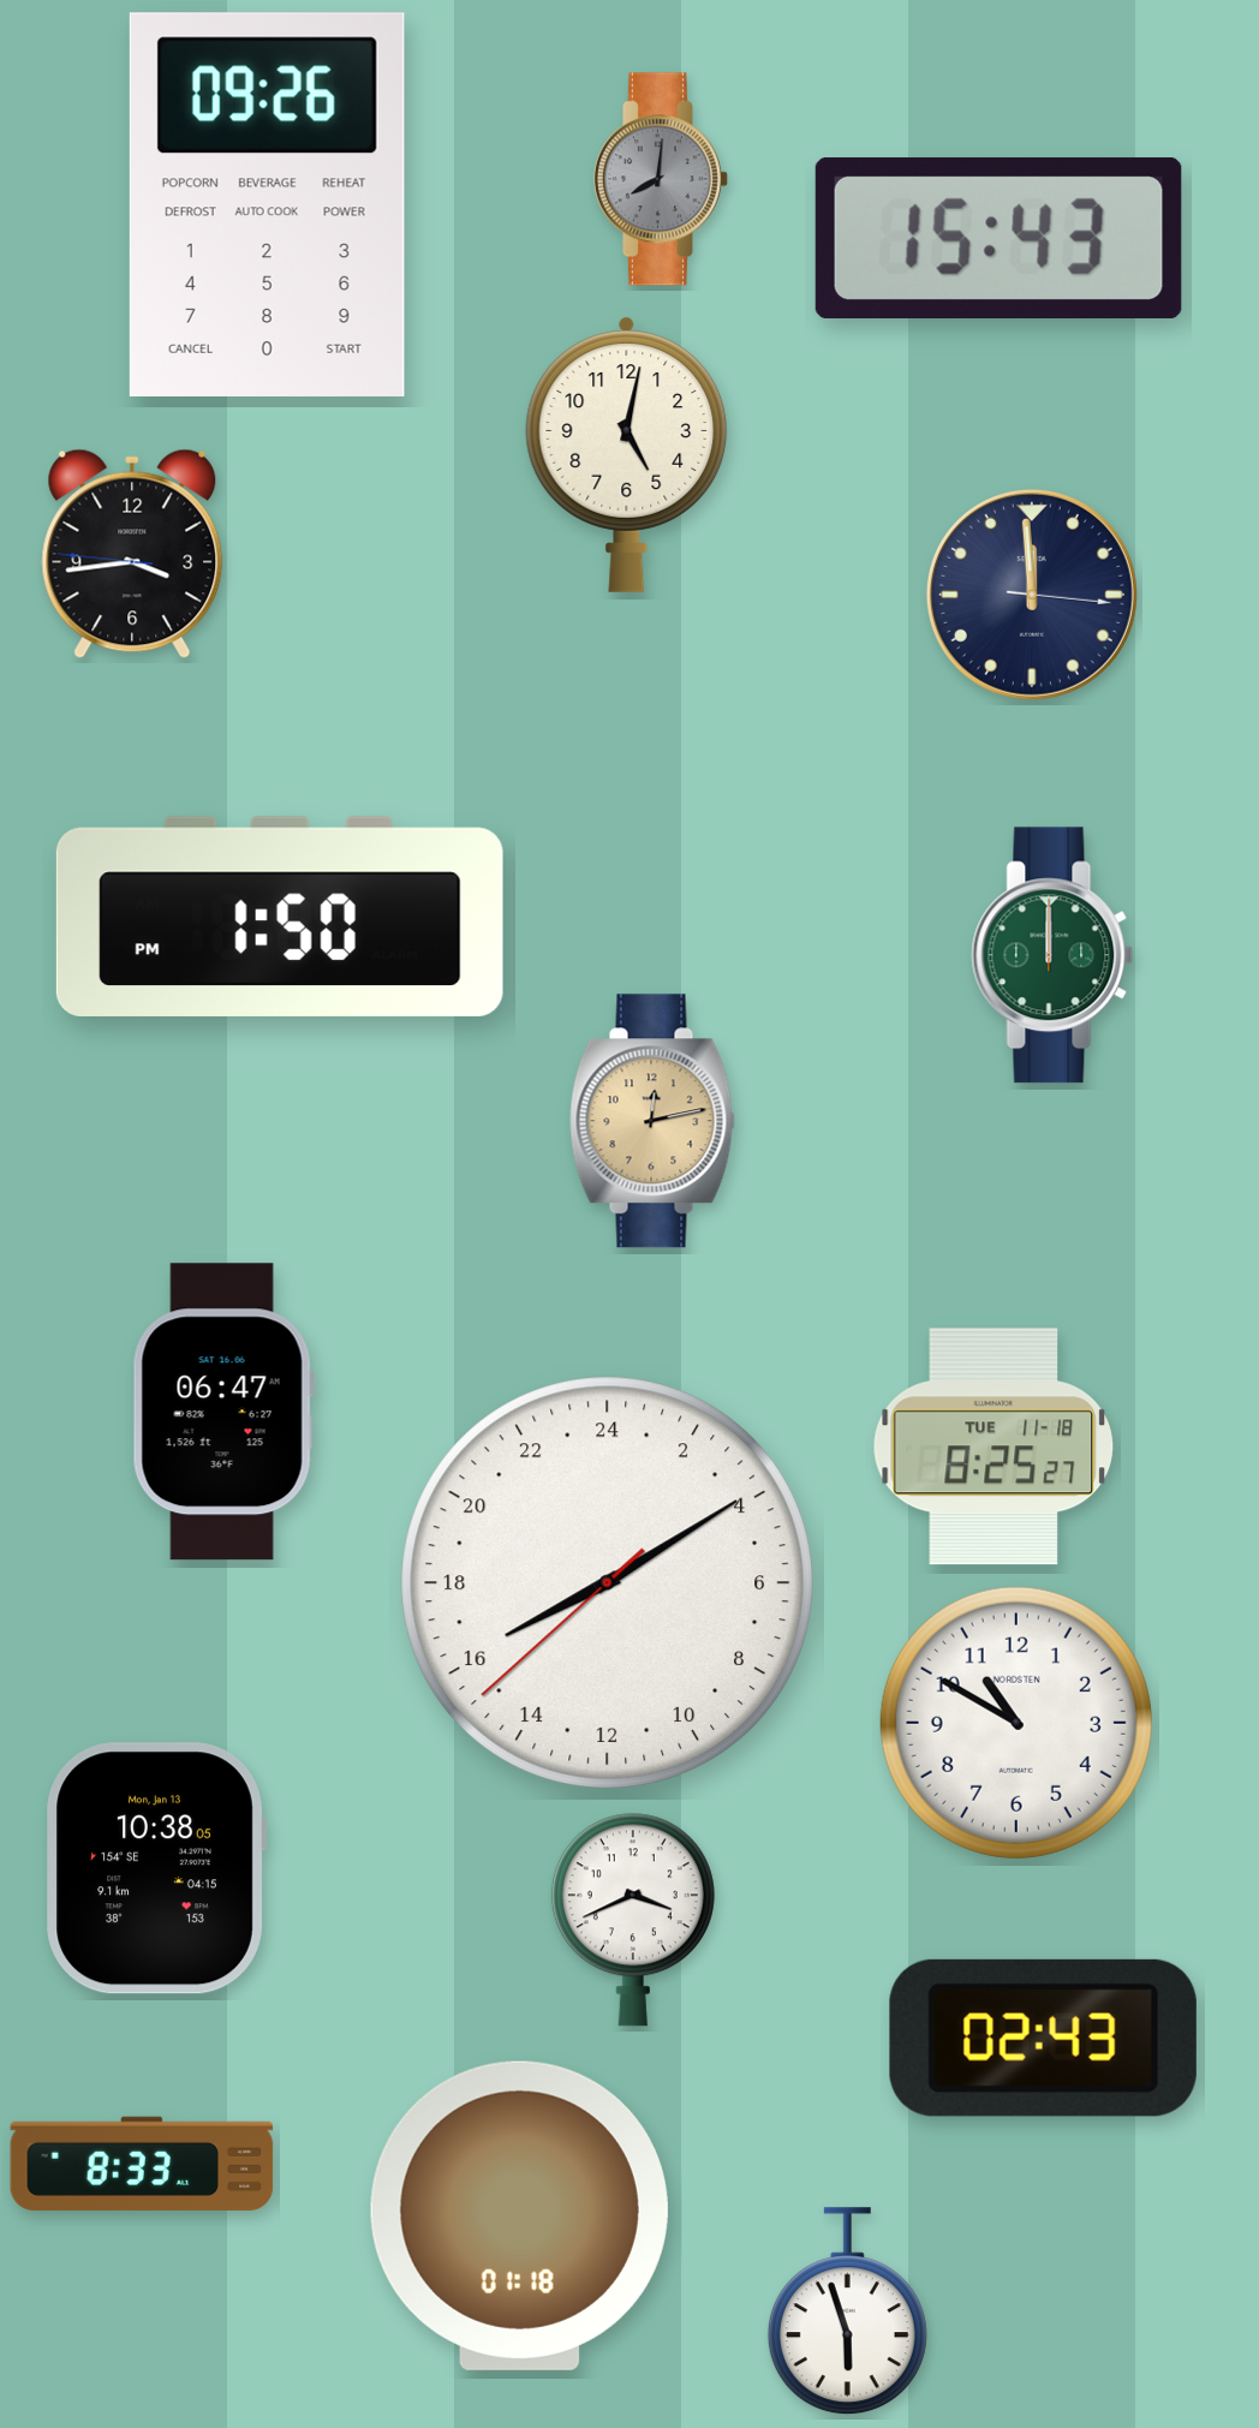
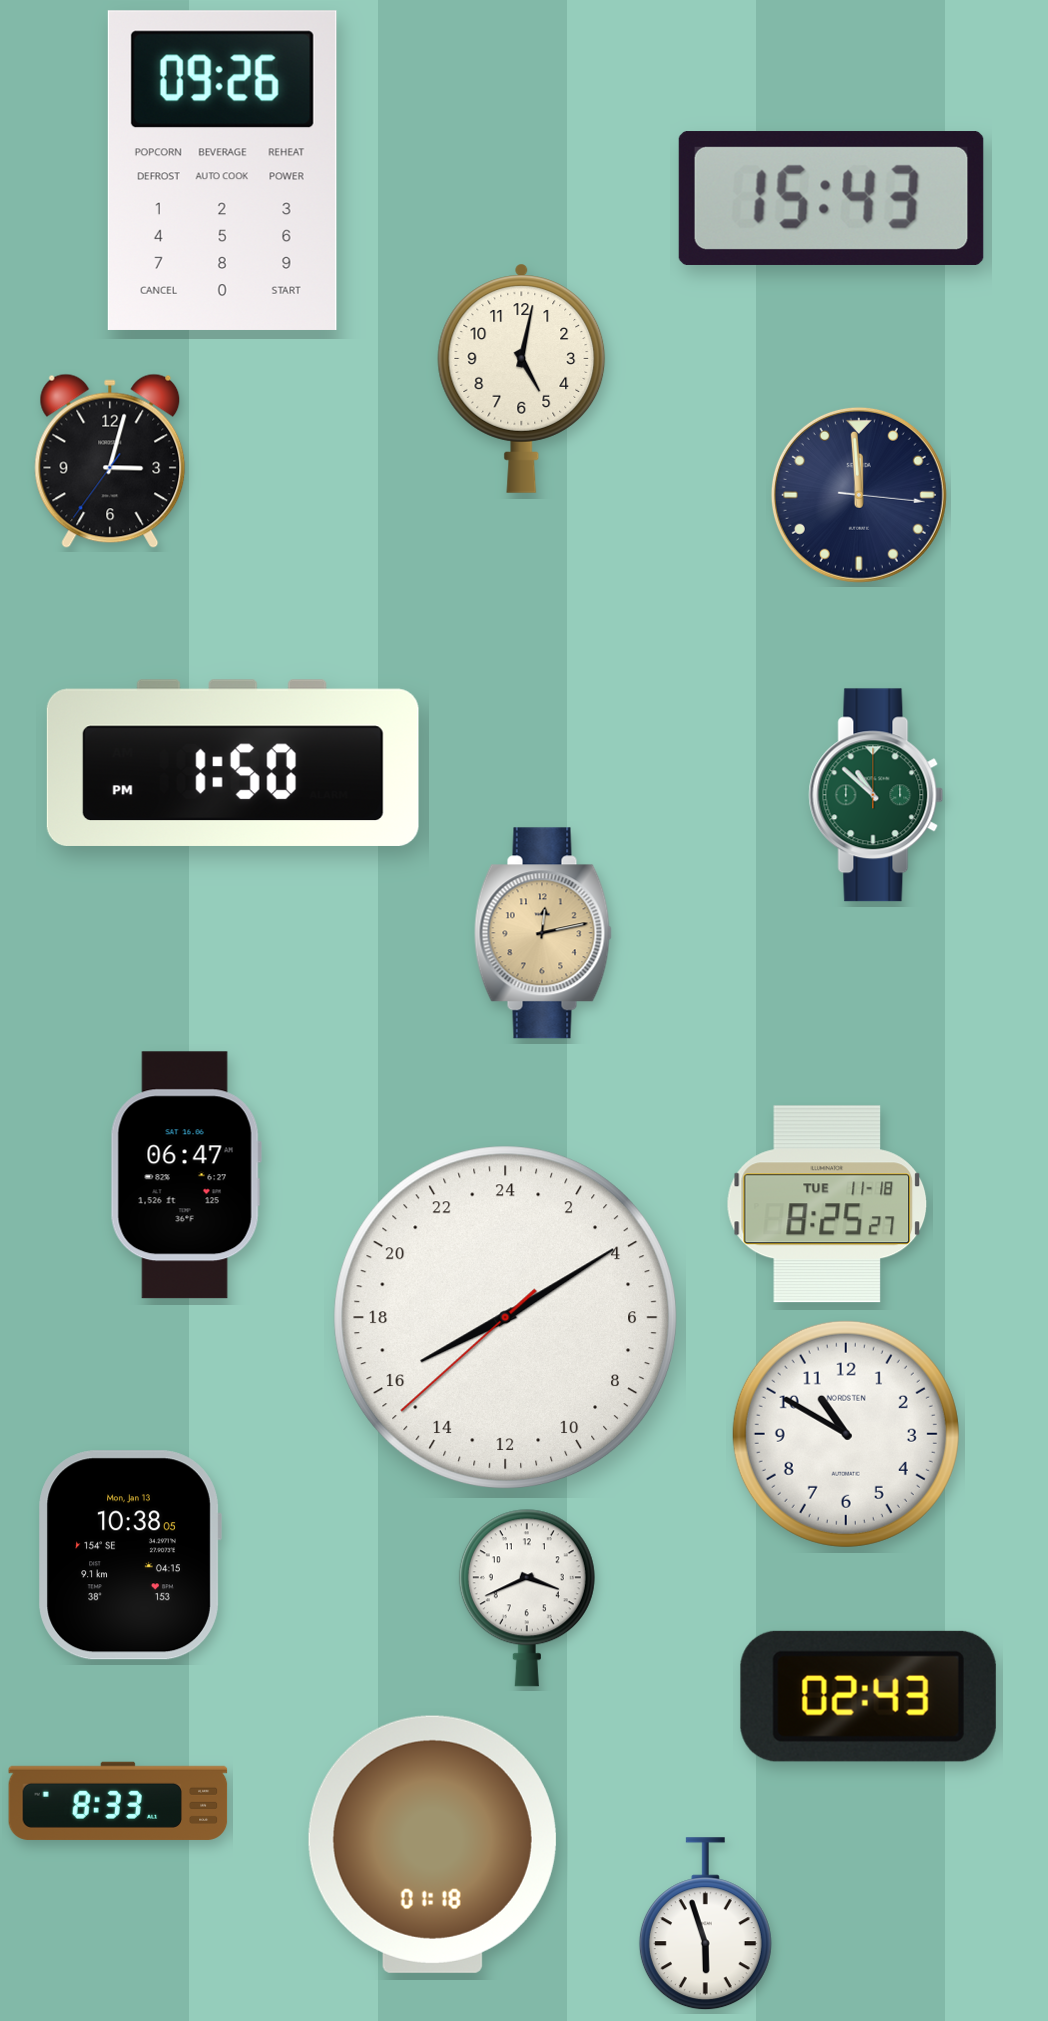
clock at (661, 179): 8:01 -> none
clock at (132, 554): 3:43 -> 3:02
clock at (1052, 955): 12:00 -> 10:52
